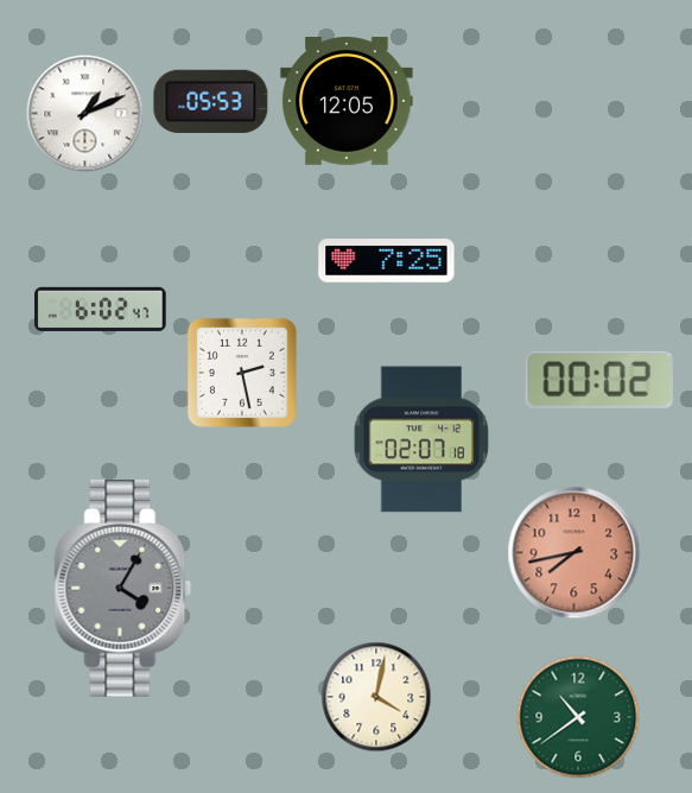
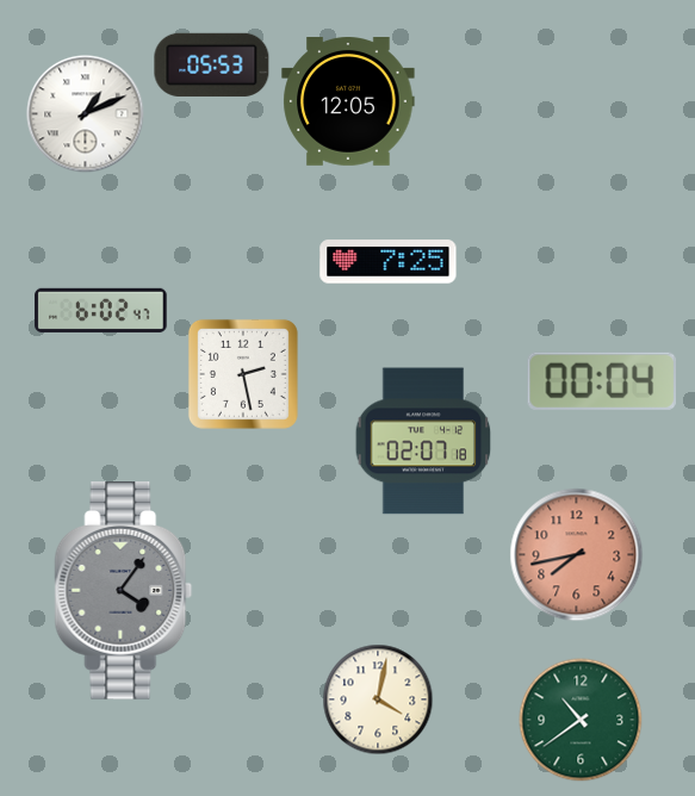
clock at (211, 101) position: (211, 101) -> (212, 64)
clock at (598, 380): 00:02 -> 00:04
clock at (123, 589): 4:05 -> 4:06
